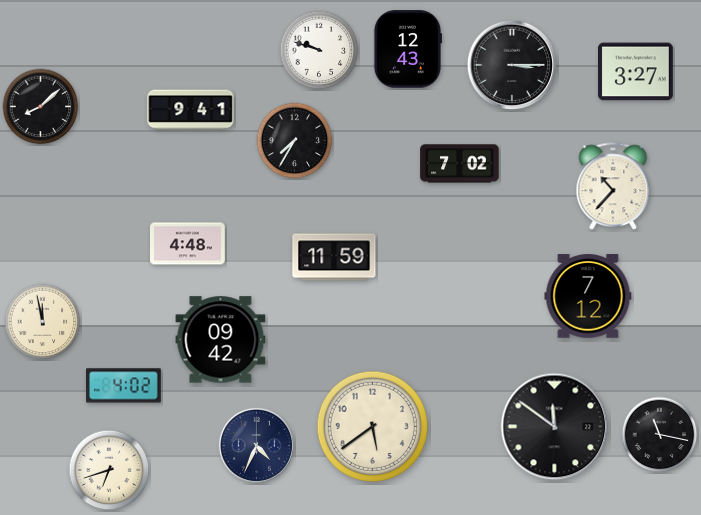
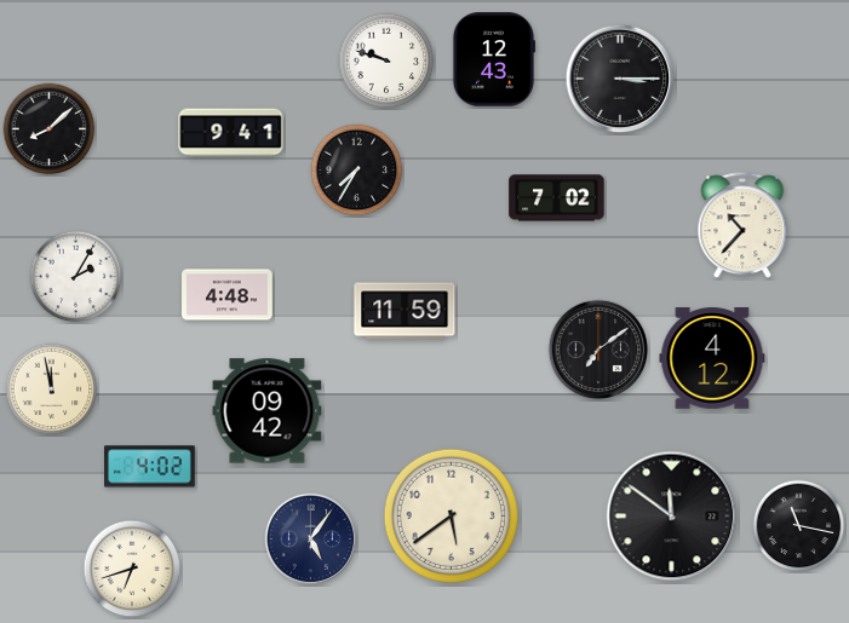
clock at (636, 72): 3:27 -> none
clock at (76, 277): none -> 2:05
clock at (598, 350): none -> 7:09
clock at (588, 296): 7:12 -> 4:12
clock at (256, 445): 4:34 -> 5:06
